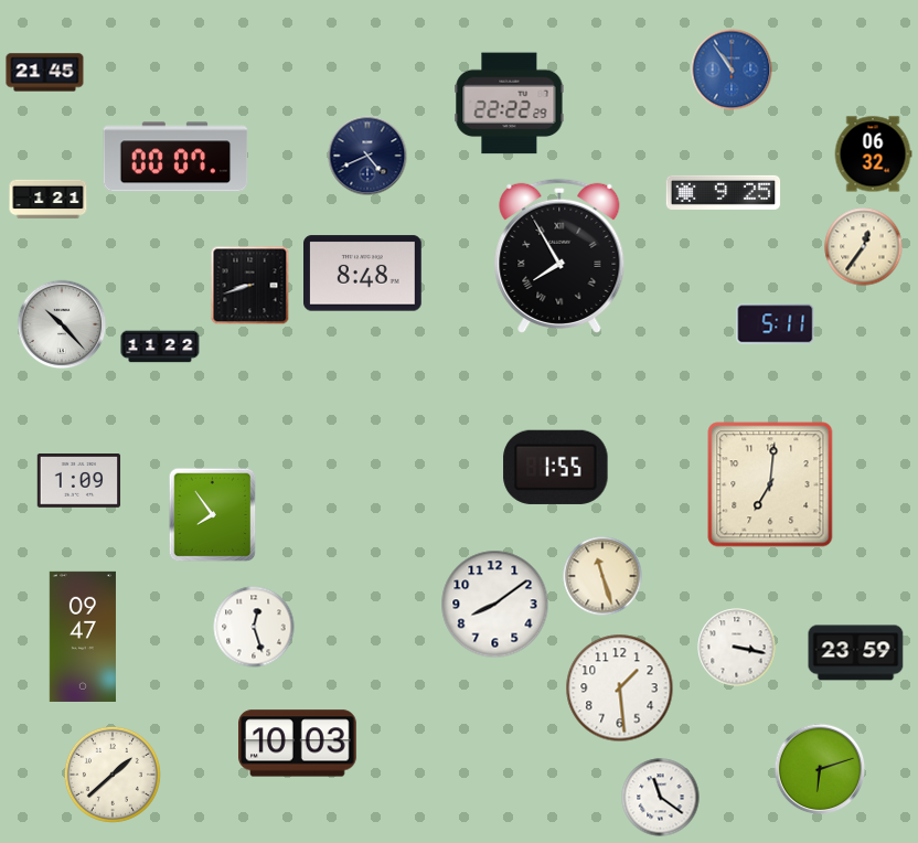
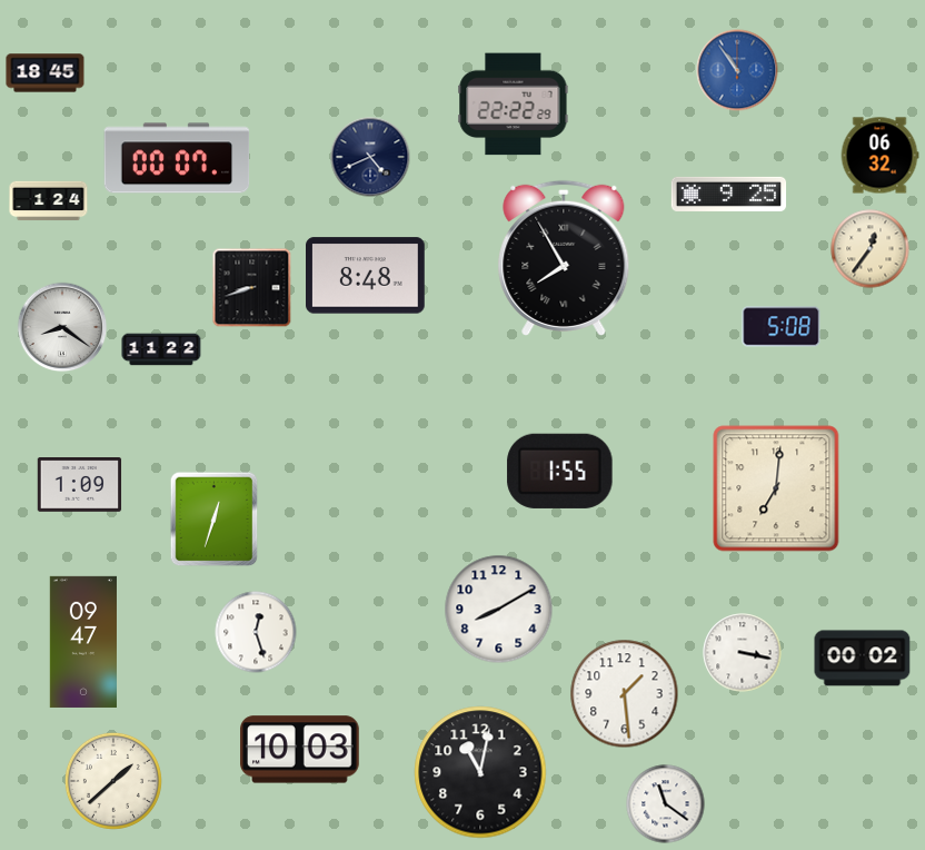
clock at (45, 73): 21:45 -> 18:45
clock at (49, 200): 1:21 -> 1:24
clock at (62, 324): 10:23 -> 8:21
clock at (776, 324): 5:11 -> 5:08
clock at (213, 515): 7:54 -> 12:33
clock at (602, 576): 11:27 -> none
clock at (495, 605): 8:09 -> 8:10
clock at (856, 653): 23:59 -> 00:02
clock at (480, 772): none -> 11:02
clock at (820, 769): 6:12 -> none
